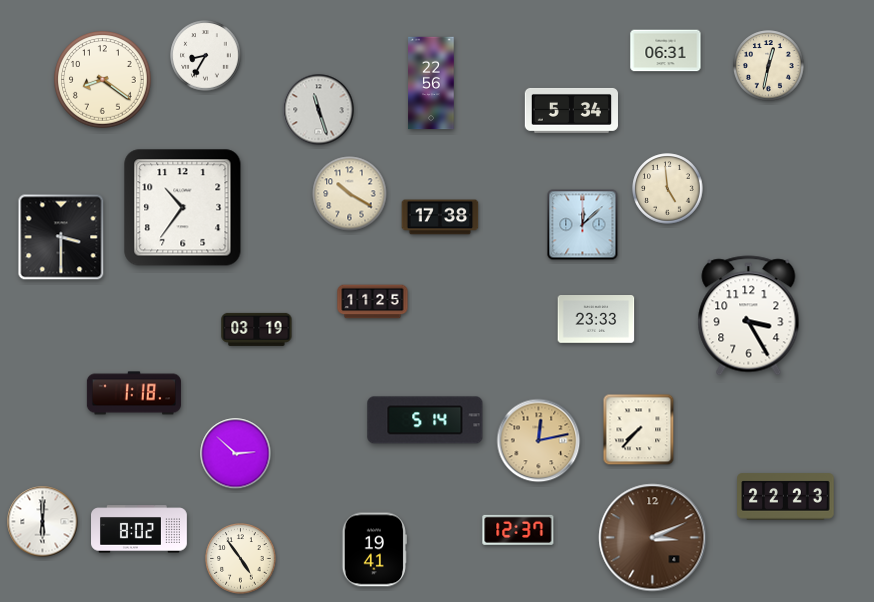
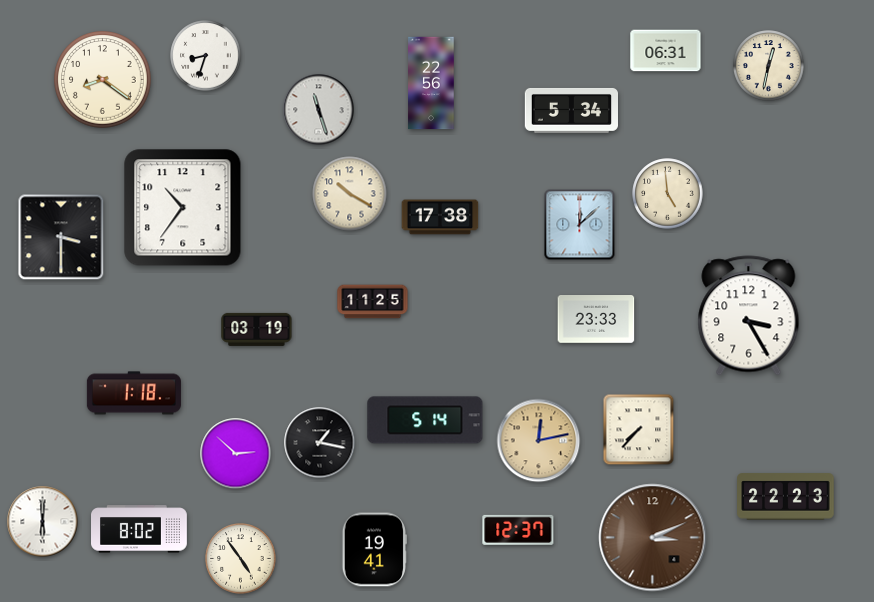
clock at (206, 56): 8:35 -> 8:33
clock at (668, 189) position: (668, 189) -> (668, 194)
clock at (583, 225) position: (583, 225) -> (580, 225)
clock at (320, 443): none -> 1:17
